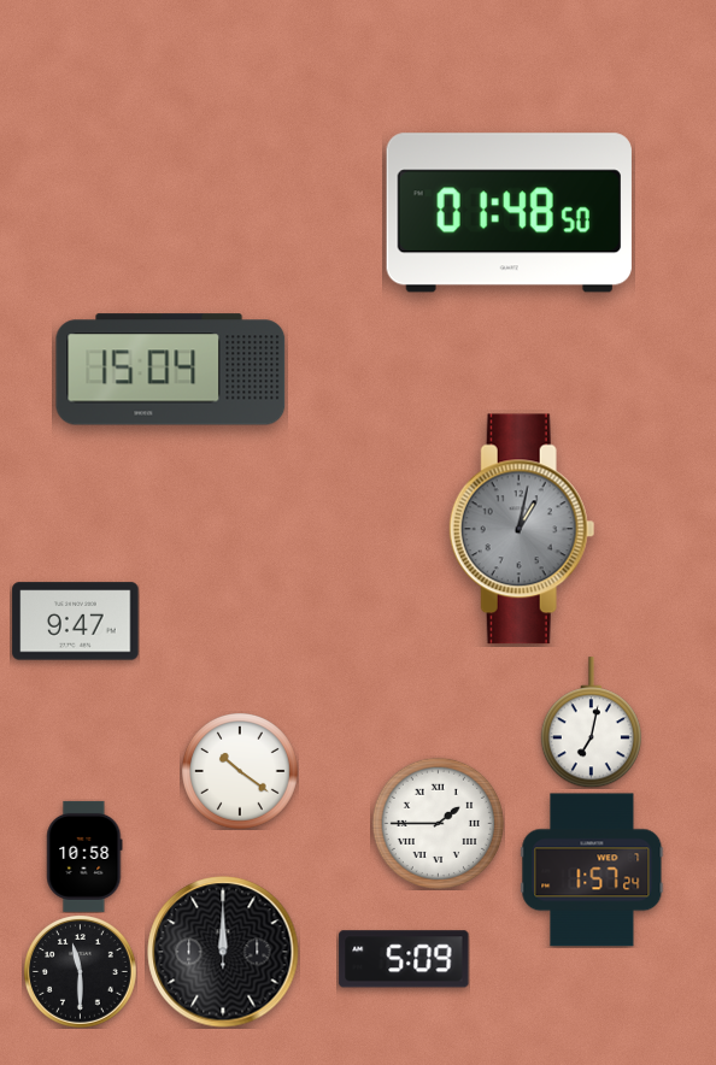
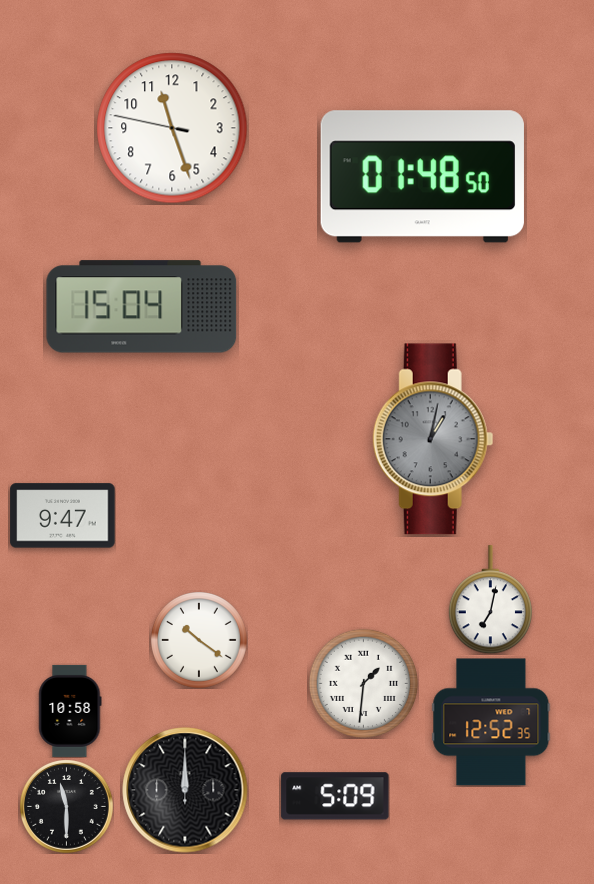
clock at (172, 128): none -> 11:26
clock at (438, 823): 1:45 -> 1:31
clock at (592, 870): 1:57 -> 12:52
